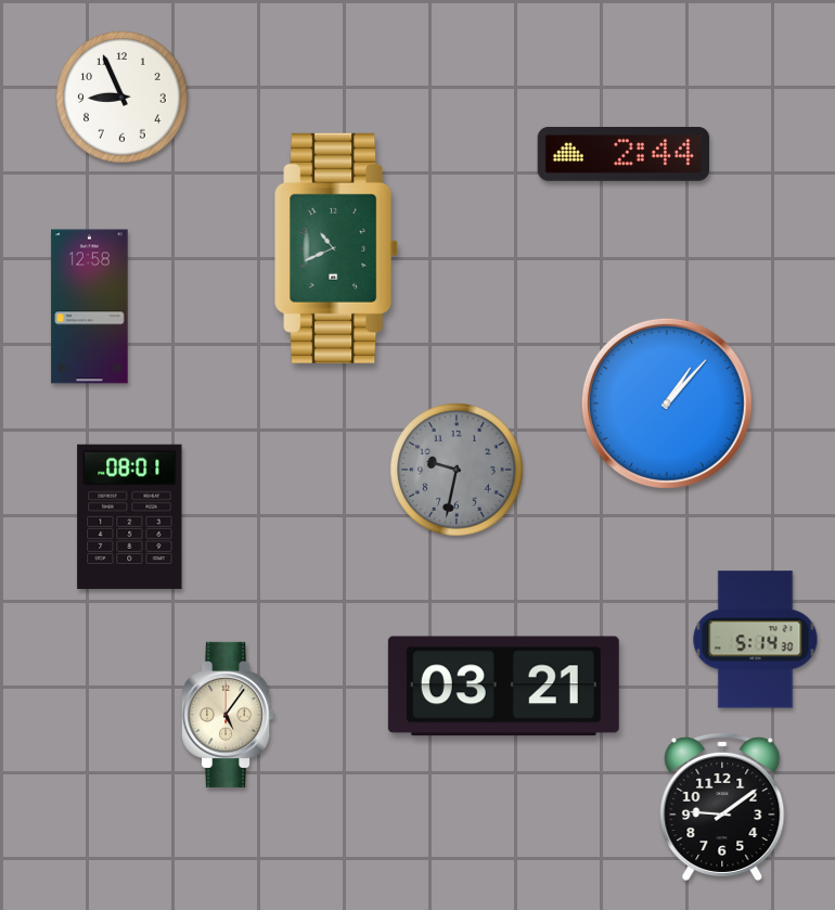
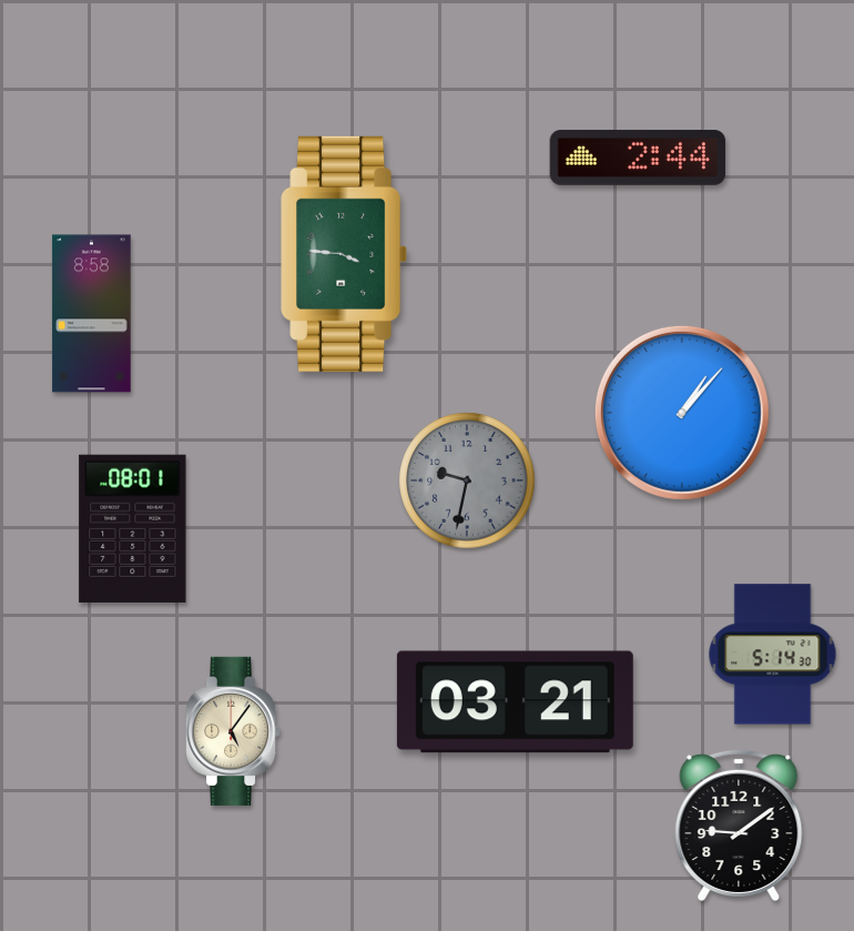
clock at (123, 98): 8:56 -> none
clock at (337, 248): 10:41 -> 3:46
clock at (90, 307): 12:58 -> 8:58
